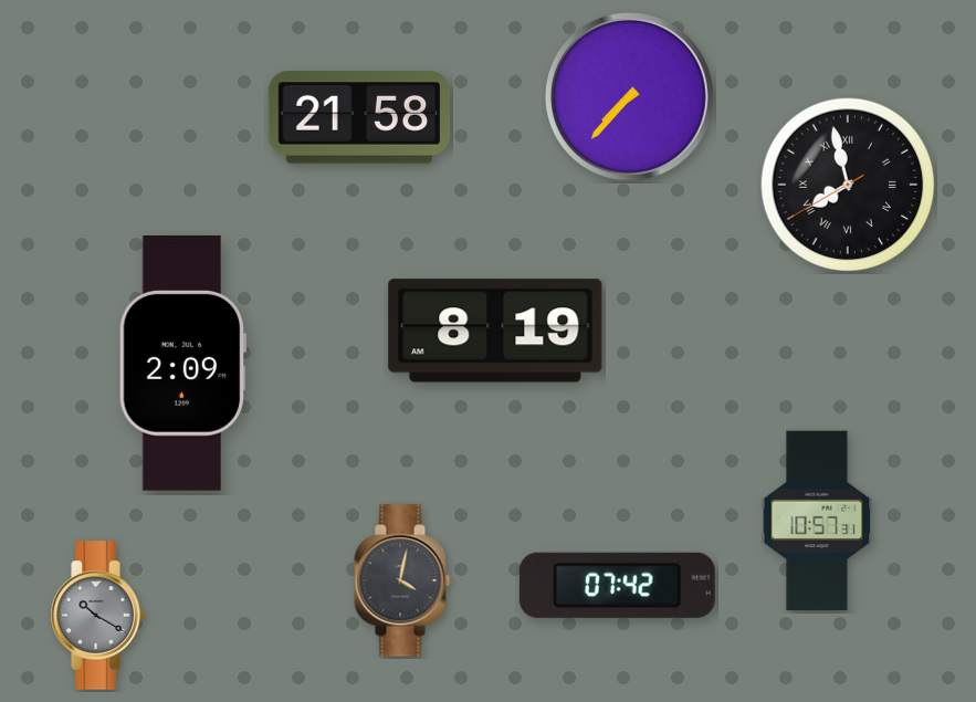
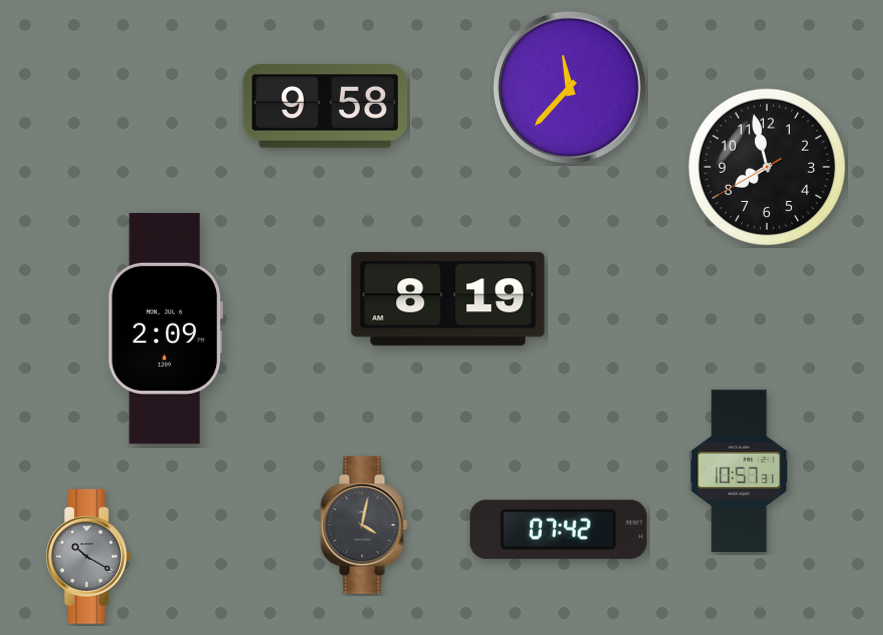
clock at (629, 96): 7:37 -> 11:37
clock at (359, 117): 21:58 -> 9:58
clock at (848, 185) numerals: Roman -> Arabic
